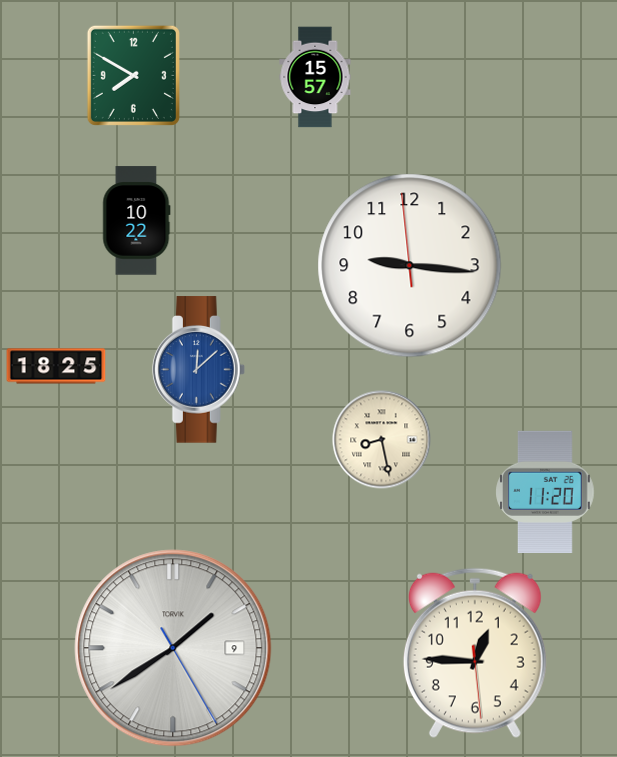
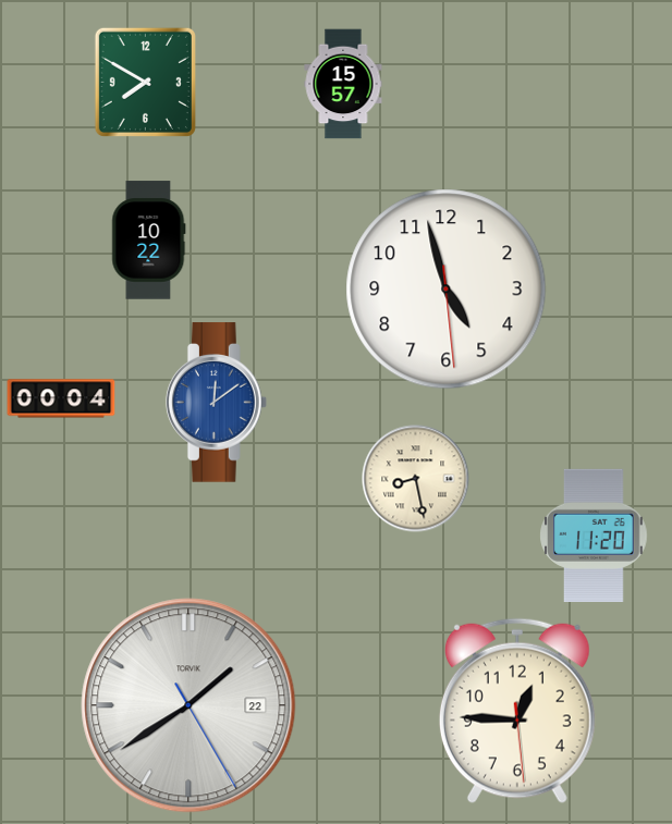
clock at (410, 266): 9:15 -> 4:57
clock at (56, 366): 18:25 -> 00:04
clock at (198, 370): 12:08 -> 12:09
clock at (173, 648) date: 9 -> 22
